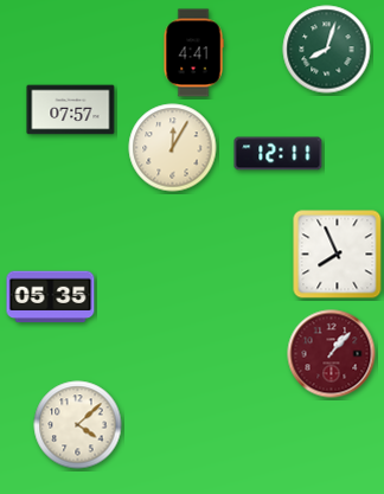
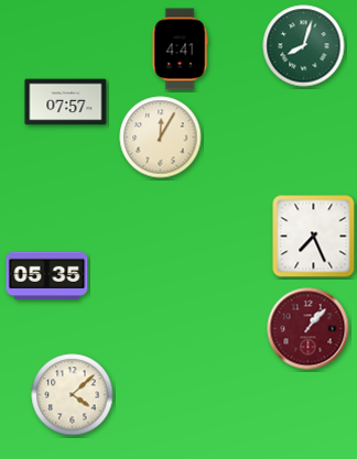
clock at (279, 154): 12:11 -> none
clock at (338, 255): 7:56 -> 7:26
